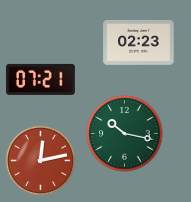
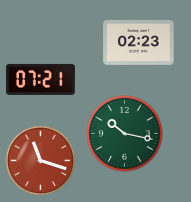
clock at (41, 161): 12:13 -> 11:18
